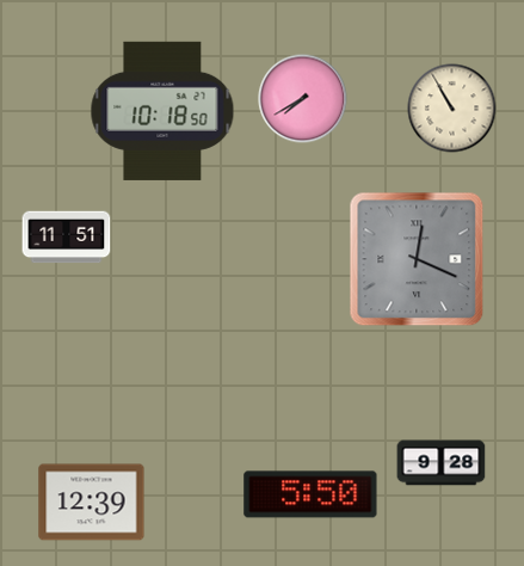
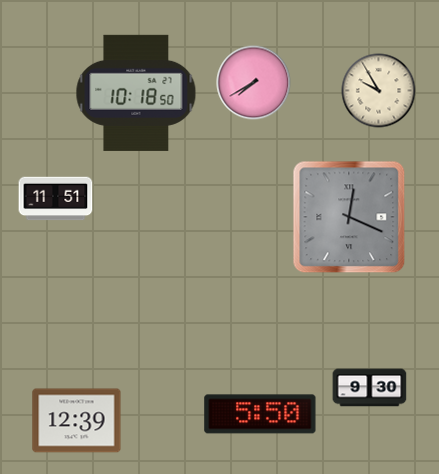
clock at (452, 109): 10:55 -> 9:55
clock at (442, 463): 9:28 -> 9:30
